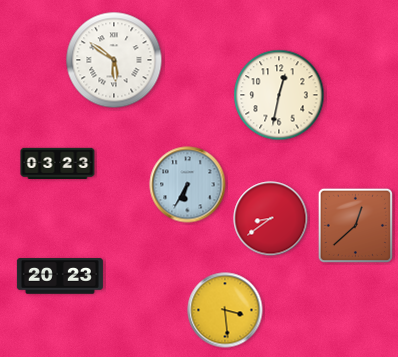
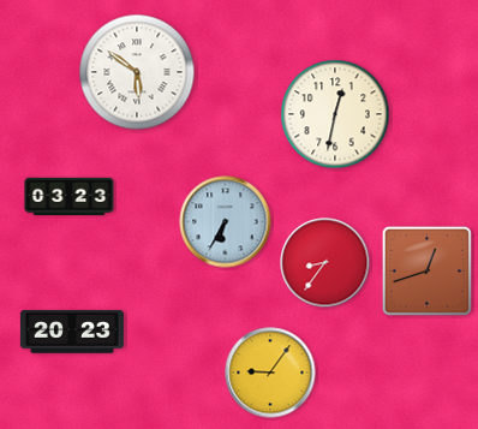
clock at (271, 219): 8:39 -> 8:36
clock at (355, 225): 12:38 -> 12:42
clock at (225, 310): 3:29 -> 9:06
